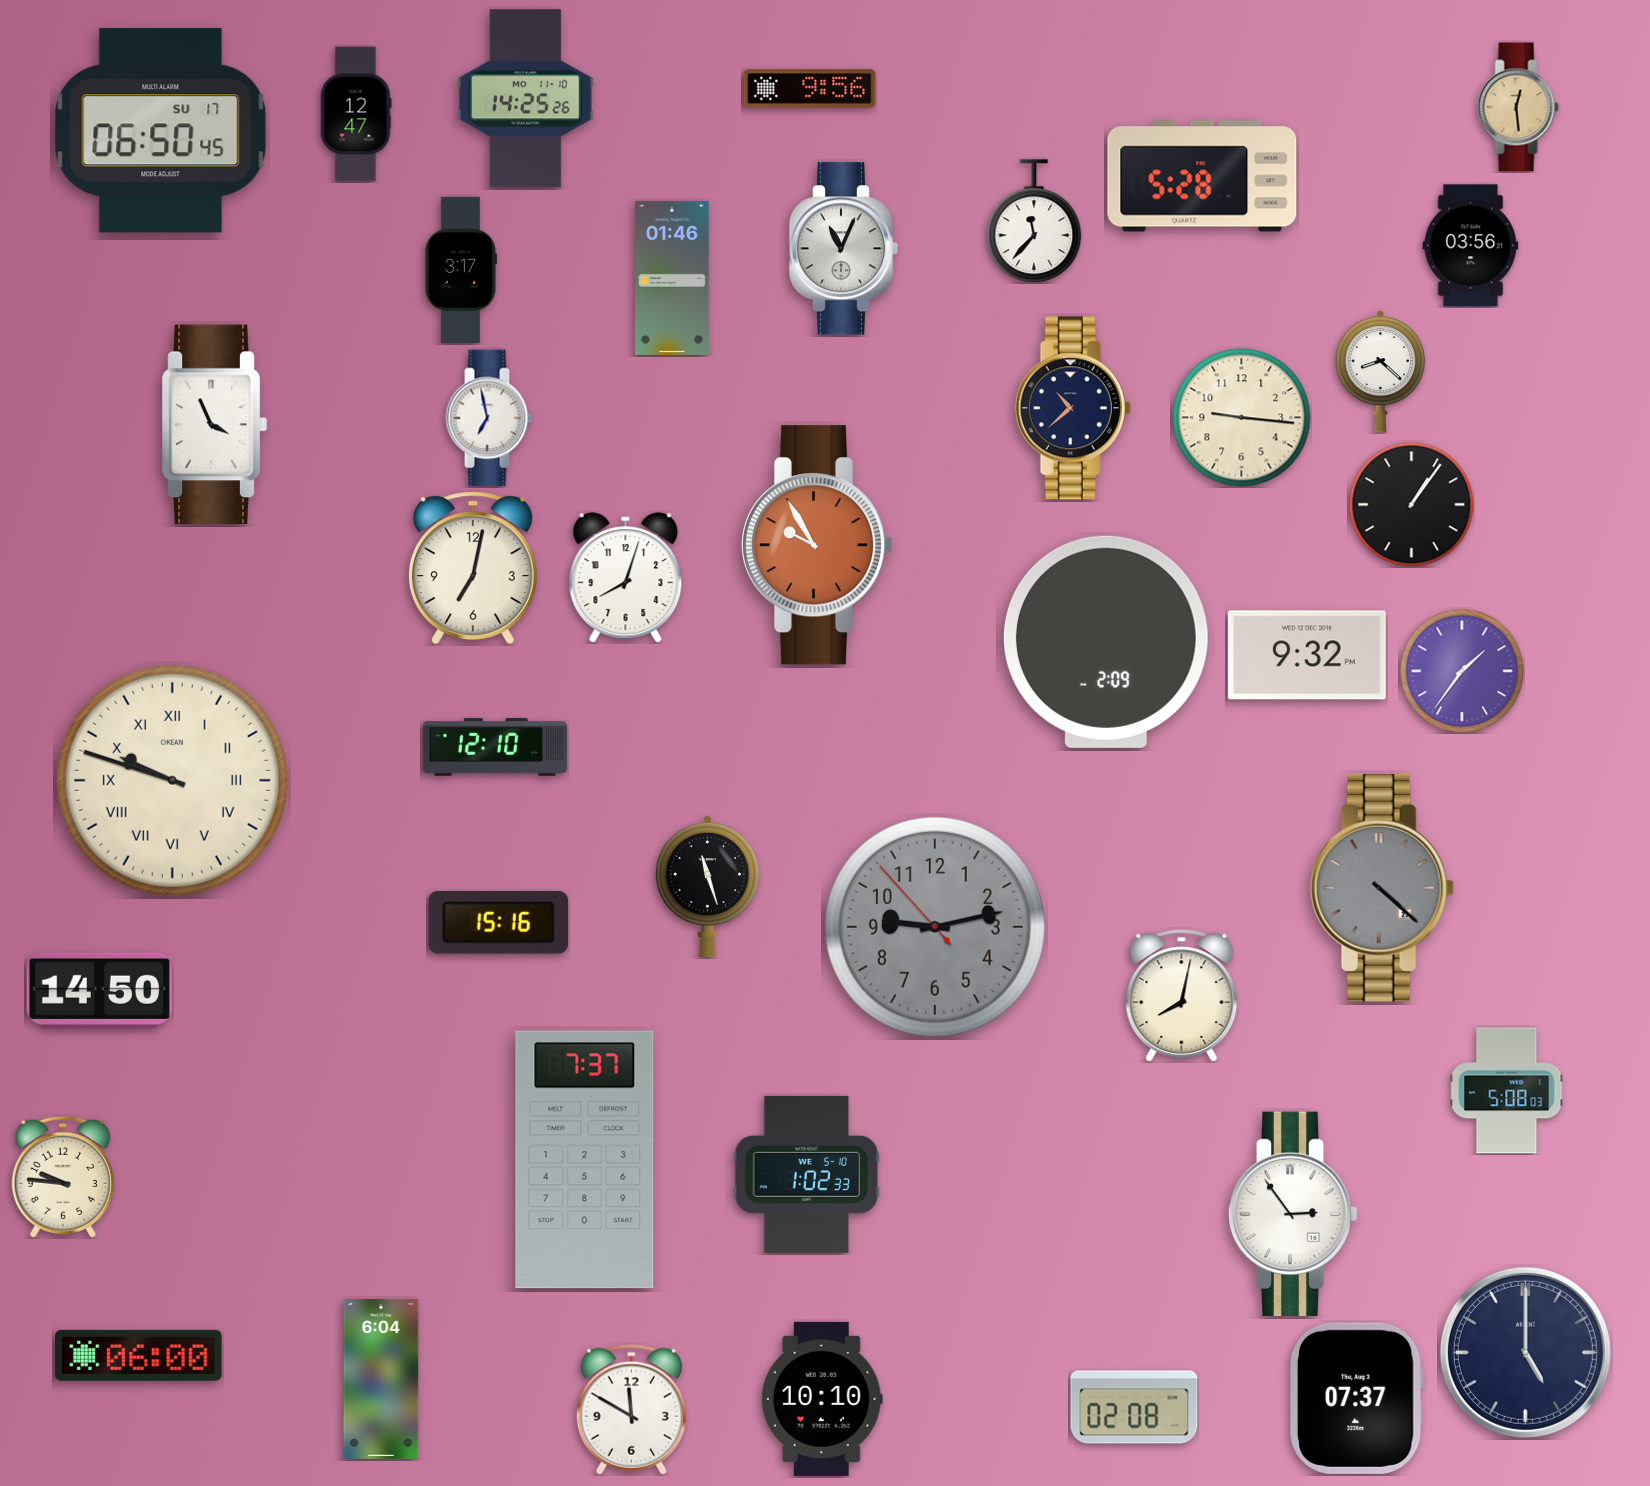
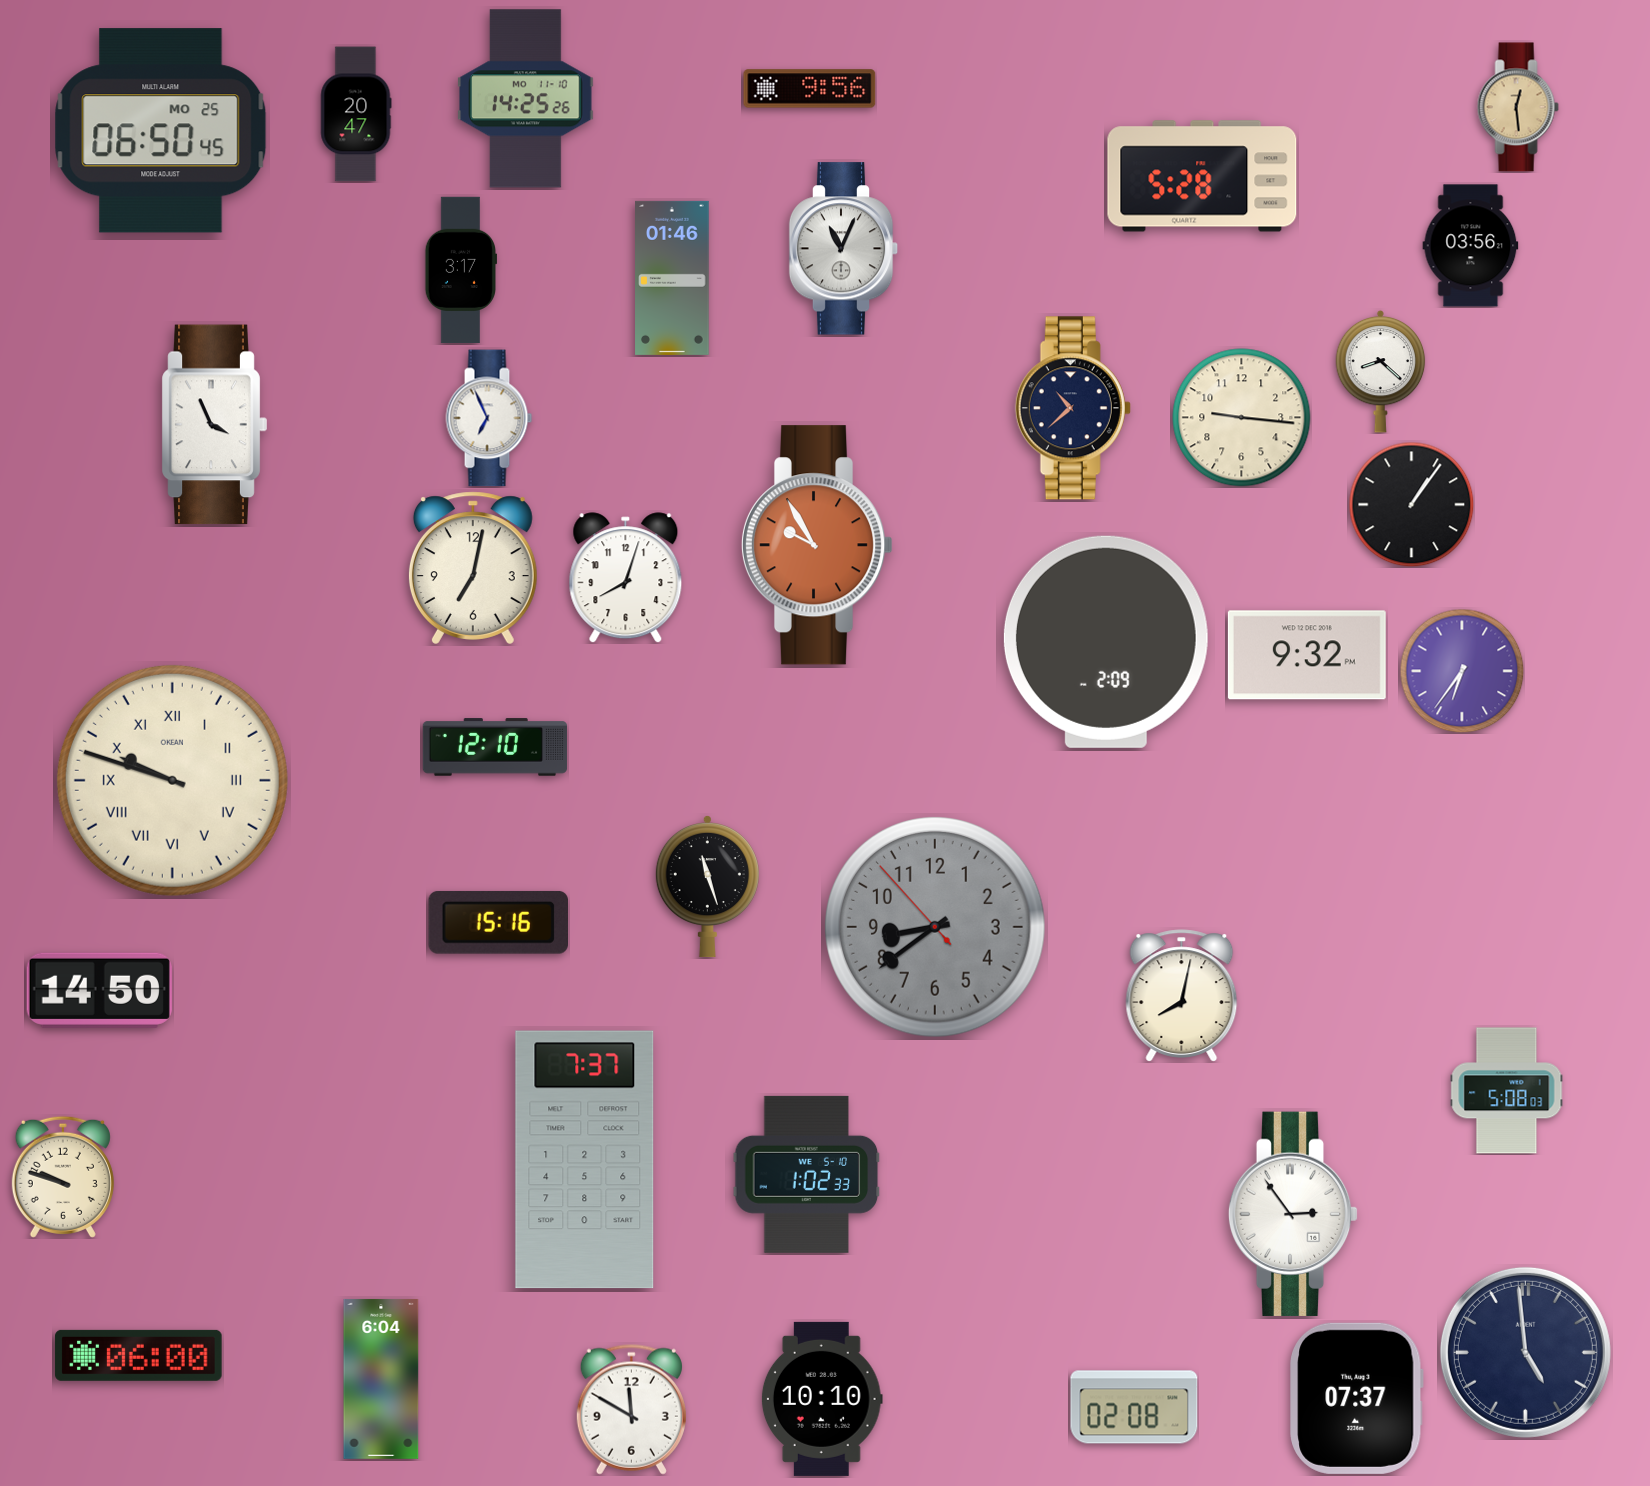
clock at (356, 114): 12:47 -> 20:47
clock at (161, 131) date: SU 17 -> MO 25
clock at (1034, 221): 11:37 -> none
clock at (489, 418): 6:58 -> 6:56
clock at (1462, 671): 1:36 -> 6:36
clock at (1382, 888): 4:22 -> none
clock at (936, 928): 9:12 -> 8:38
clock at (63, 1177): 9:46 -> 9:48
clock at (1525, 1352): 5:00 -> 4:59
